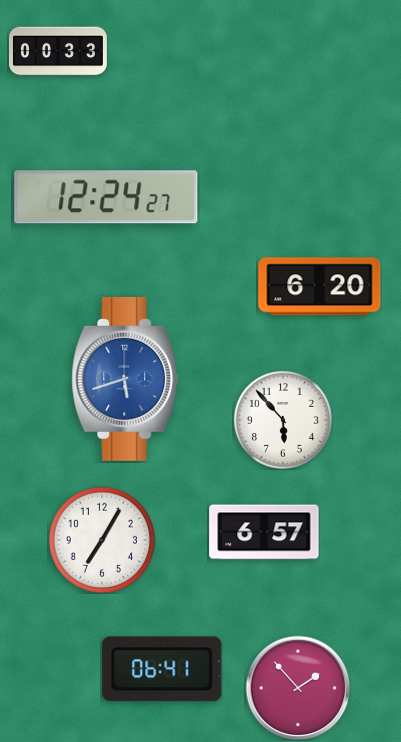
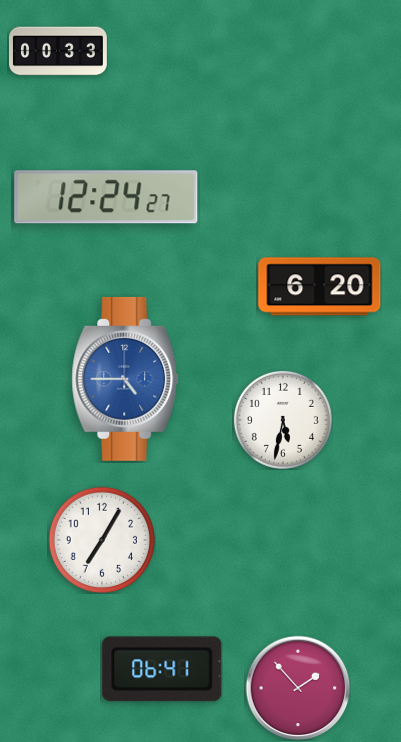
clock at (125, 379): 5:42 -> 4:45
clock at (283, 420): 5:53 -> 5:32
clock at (264, 532): 6:57 -> none
